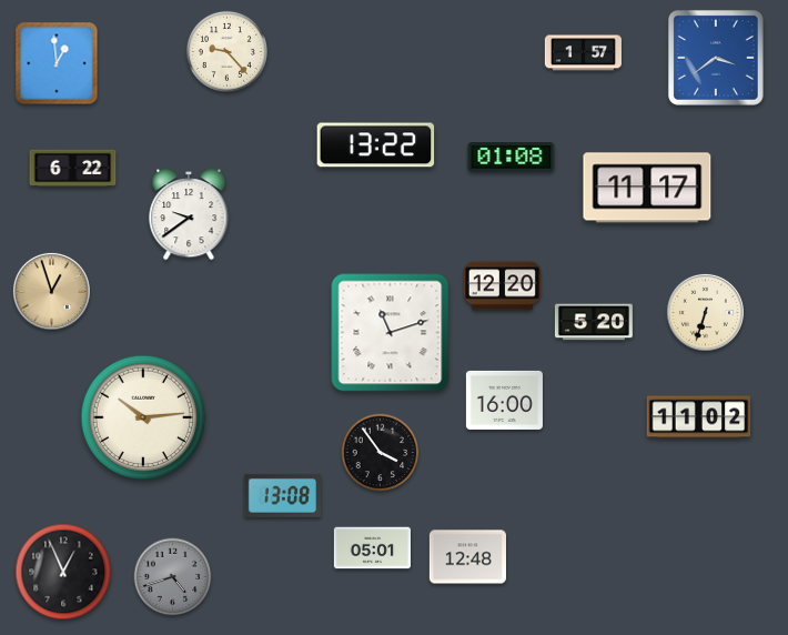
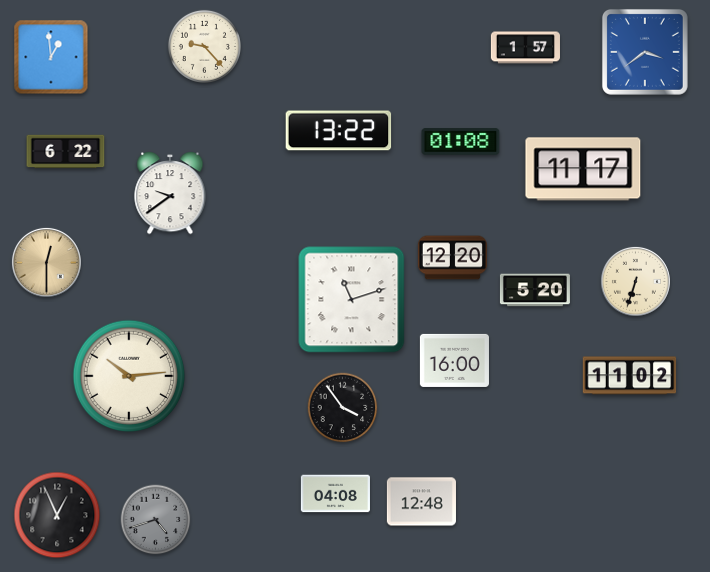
clock at (51, 291): 12:57 -> 12:30
clock at (282, 495): 13:08 -> none
clock at (372, 548): 05:01 -> 04:08
